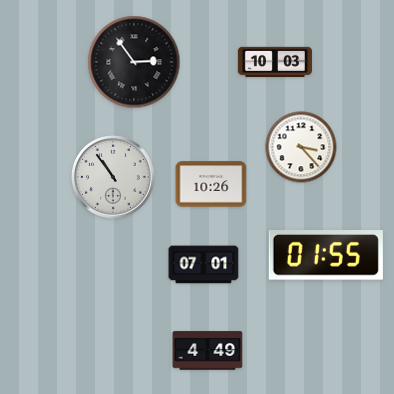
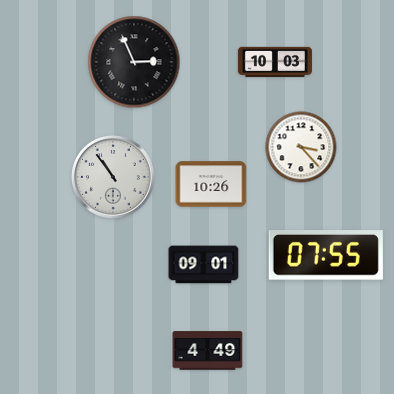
clock at (134, 62): 2:54 -> 2:56
clock at (326, 256): 01:55 -> 07:55
clock at (204, 265): 07:01 -> 09:01
